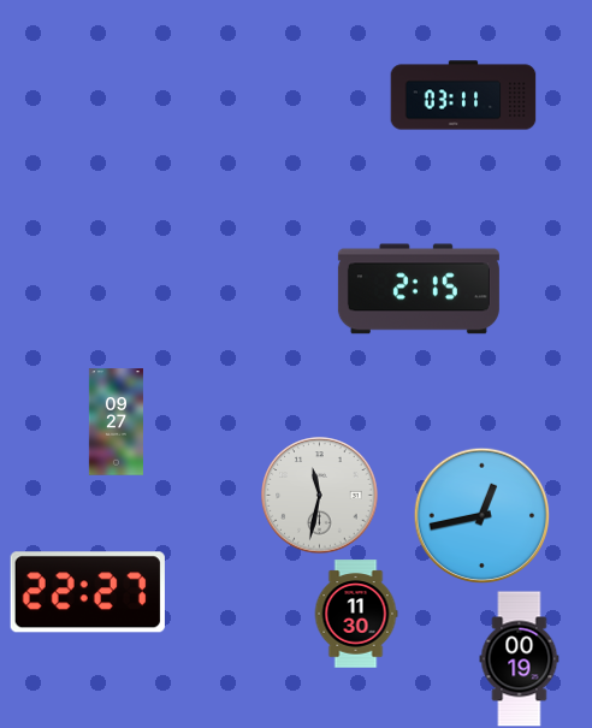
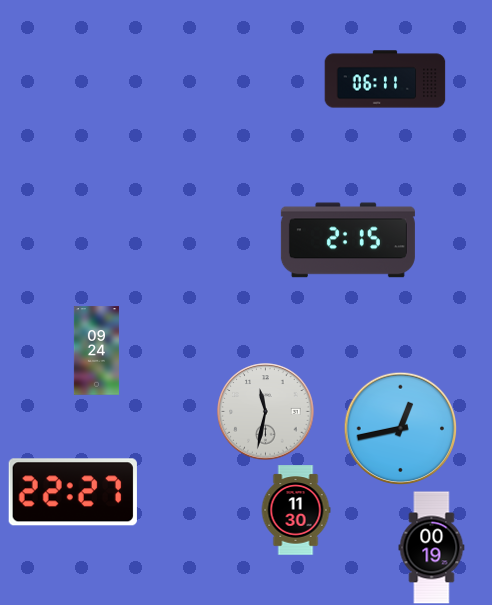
clock at (463, 95): 03:11 -> 06:11
clock at (116, 422): 09:27 -> 09:24
